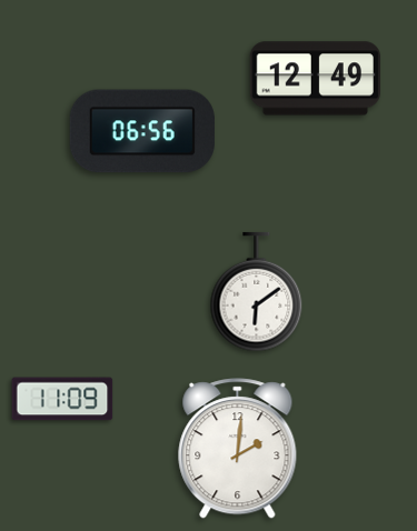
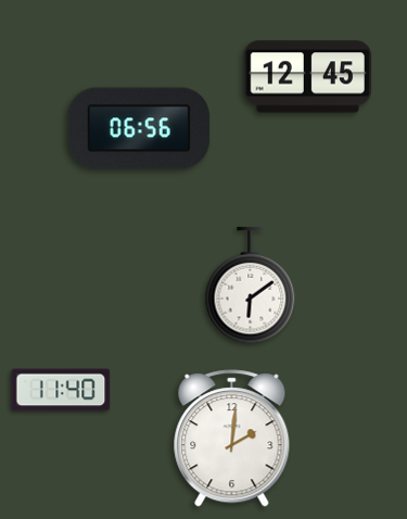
clock at (315, 79): 12:49 -> 12:45
clock at (62, 399): 11:09 -> 11:40
